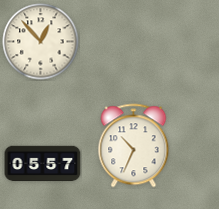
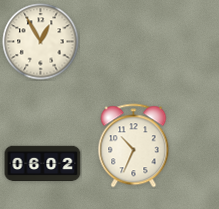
clock at (41, 42): 12:53 -> 12:55
clock at (43, 164): 05:57 -> 06:02
